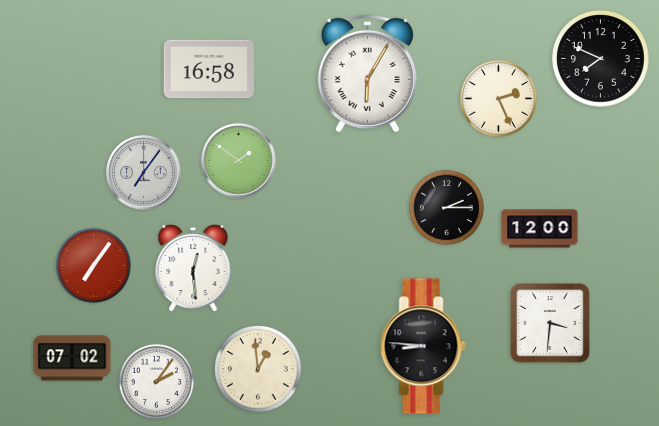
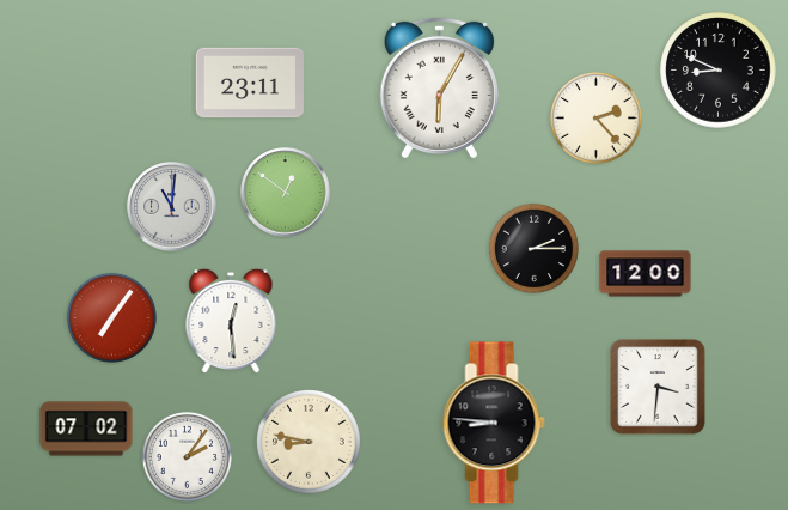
clock at (601, 59): 7:49 -> 8:49
clock at (209, 69): 16:58 -> 23:11
clock at (498, 98): 2:26 -> 2:23
clock at (239, 161): 1:51 -> 12:51
clock at (144, 173): 7:06 -> 11:01
clock at (423, 346) position: (423, 346) -> (494, 423)
clock at (259, 370): 12:59 -> 8:47
